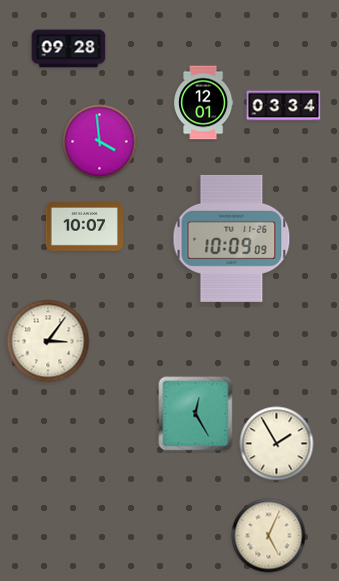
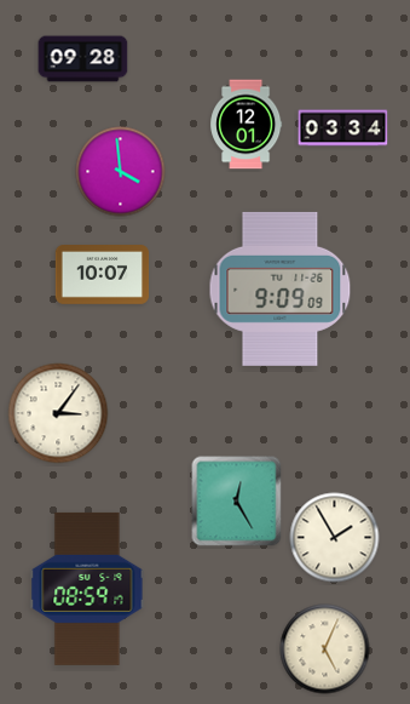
clock at (232, 238): 10:09 -> 9:09
clock at (87, 589): none -> 08:59
